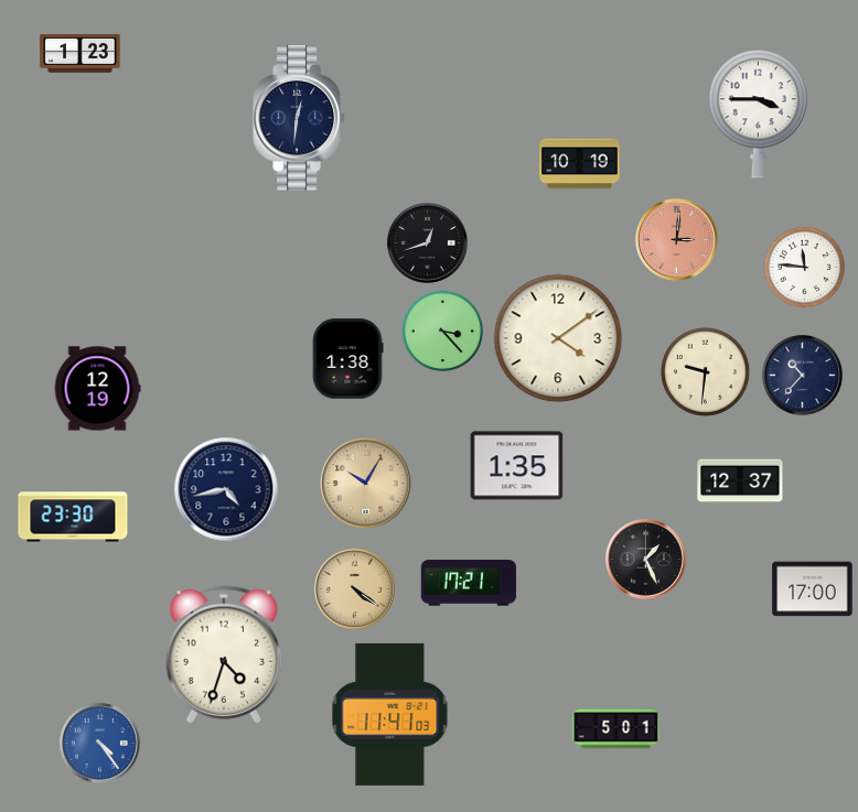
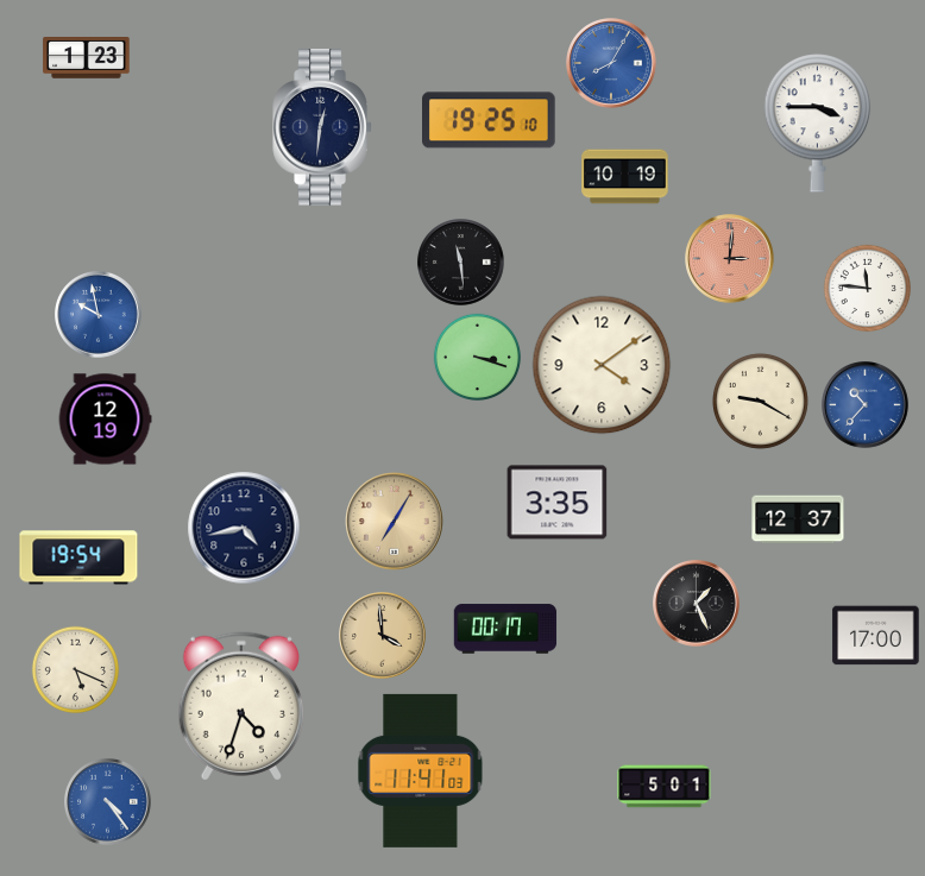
clock at (611, 63): none -> 8:05
clock at (490, 120): none -> 19:25
clock at (428, 243): 12:42 -> 11:29
clock at (99, 315): none -> 9:58
clock at (442, 331): 3:23 -> 3:18
clock at (347, 359): 1:38 -> none
clock at (705, 371): 9:31 -> 9:20
clock at (803, 376) dial: navy -> blue
clock at (517, 466): 1:35 -> 3:35
clock at (366, 484): 10:05 -> 7:05
clock at (73, 517): 23:30 -> 19:54
clock at (469, 583): 17:21 -> 00:17
clock at (355, 589): 4:21 -> 3:59
clock at (75, 669): none -> 5:19
